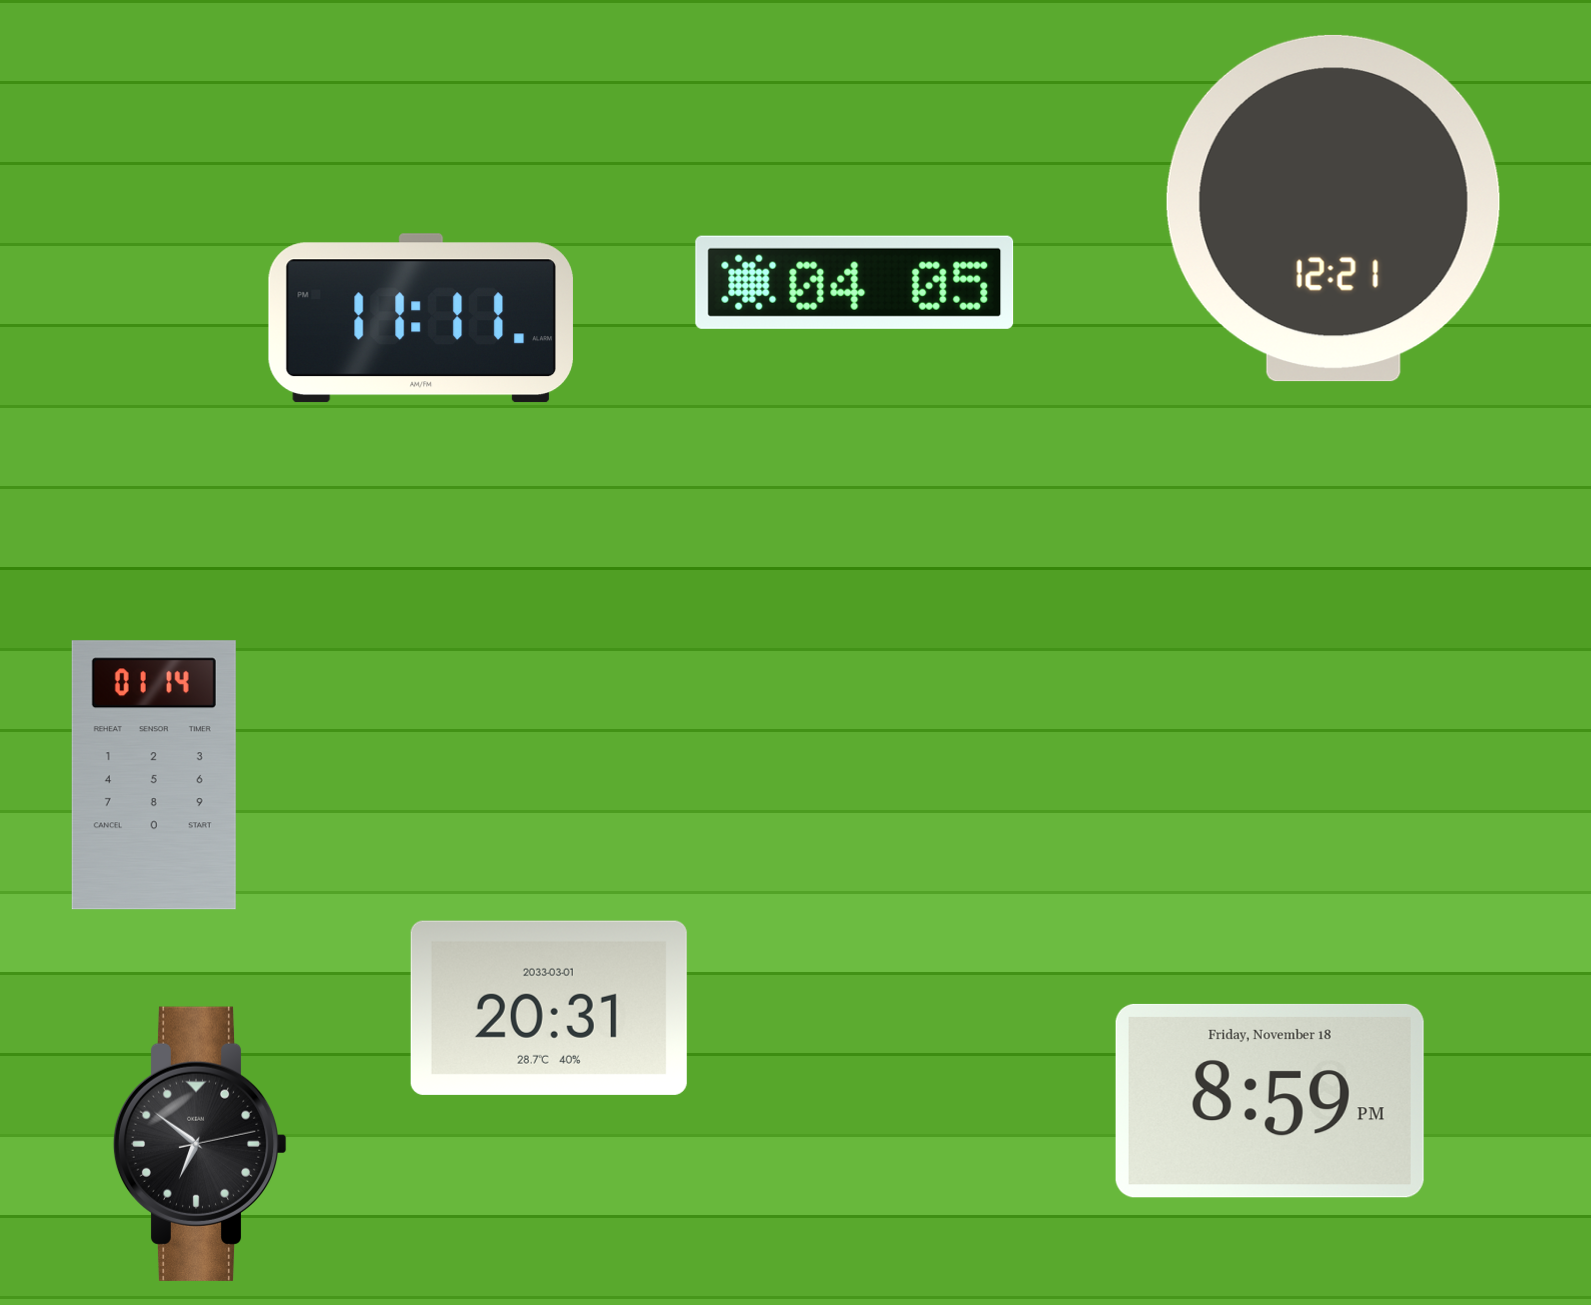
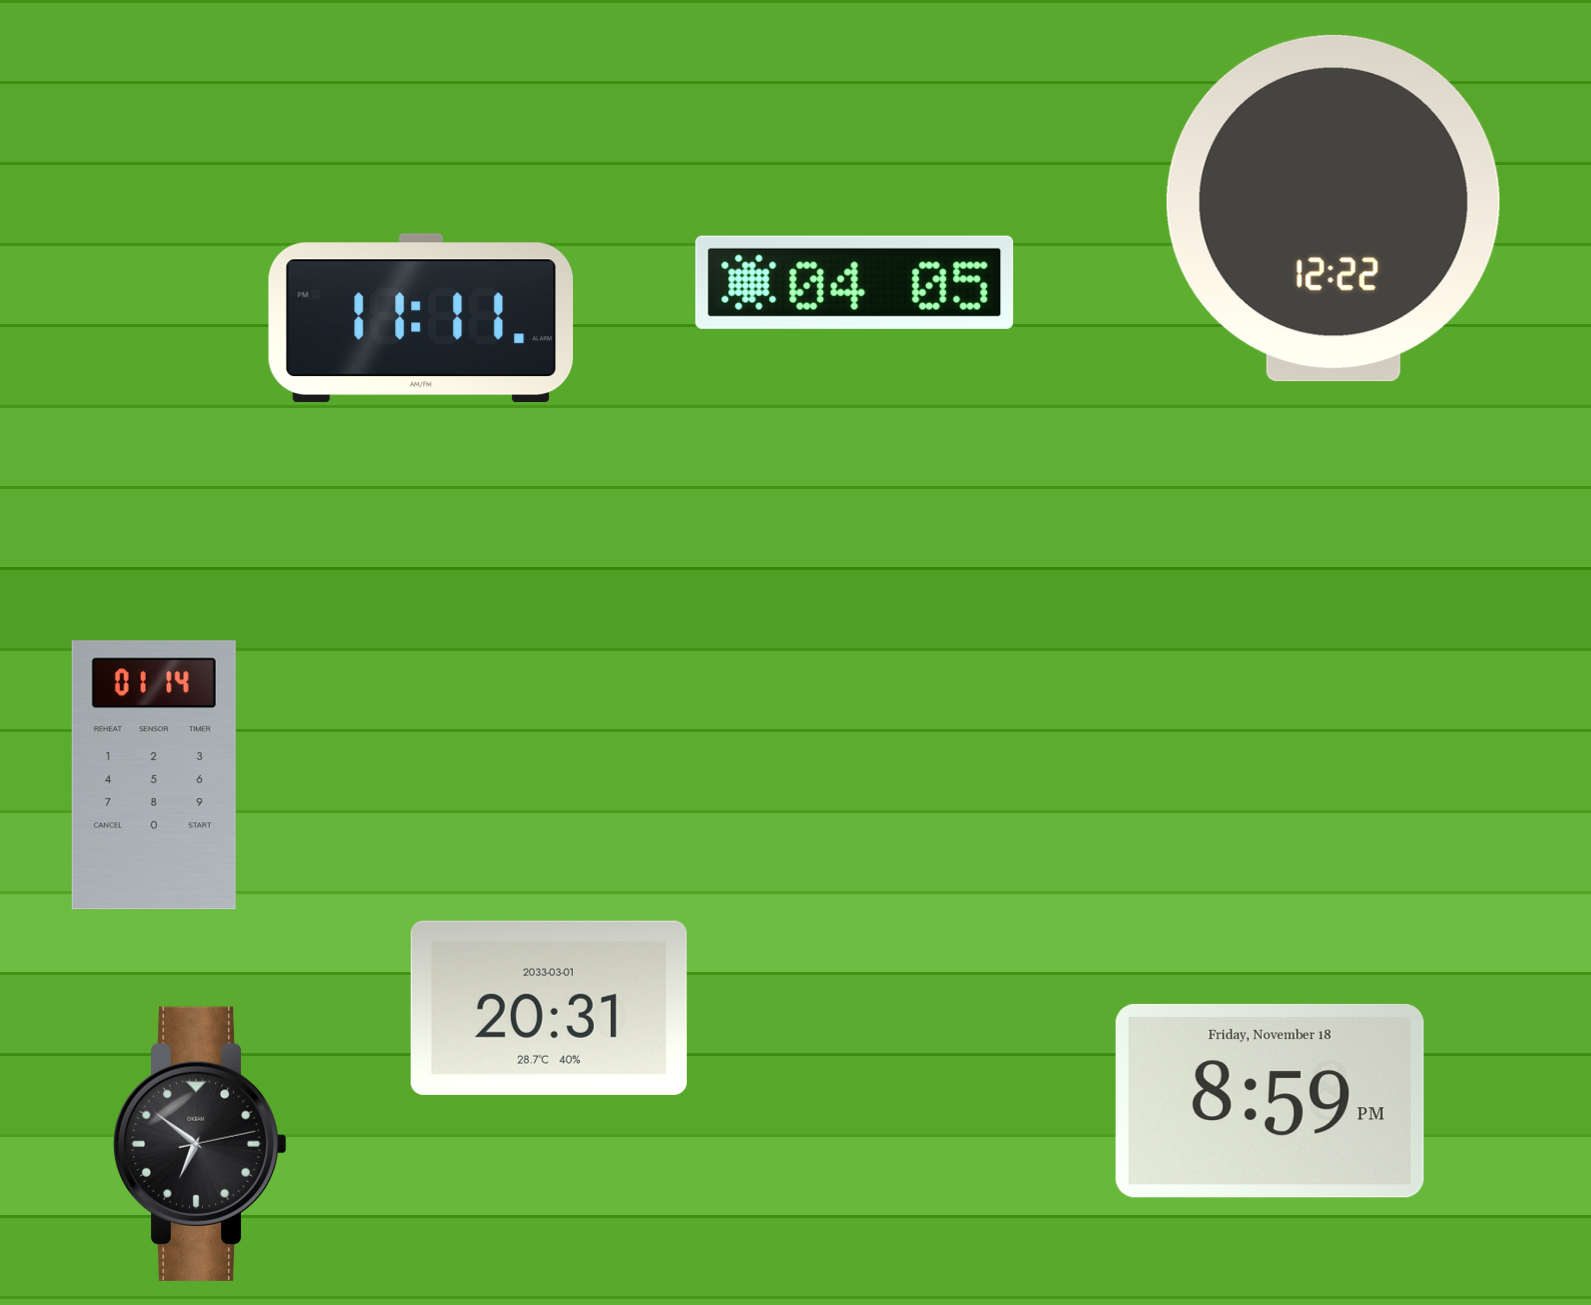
clock at (1333, 208): 12:21 -> 12:22
